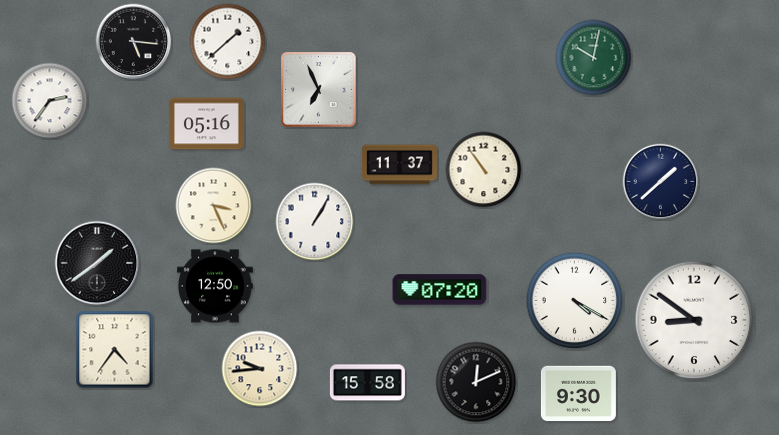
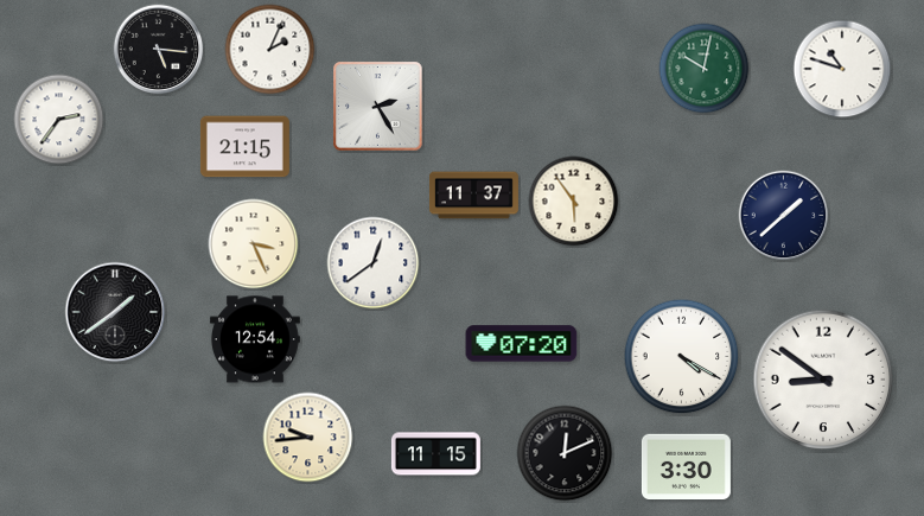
clock at (228, 42): 1:38 -> 2:04
clock at (842, 69): none -> 10:48
clock at (319, 90): 6:56 -> 2:25
clock at (206, 124): 05:16 -> 21:15
clock at (484, 170): 10:54 -> 5:54
clock at (315, 222): 1:05 -> 12:39
clock at (215, 286): 12:50 -> 12:54
clock at (115, 350): 4:36 -> none
clock at (367, 383): 15:58 -> 11:15
clock at (578, 394): 9:30 -> 3:30
